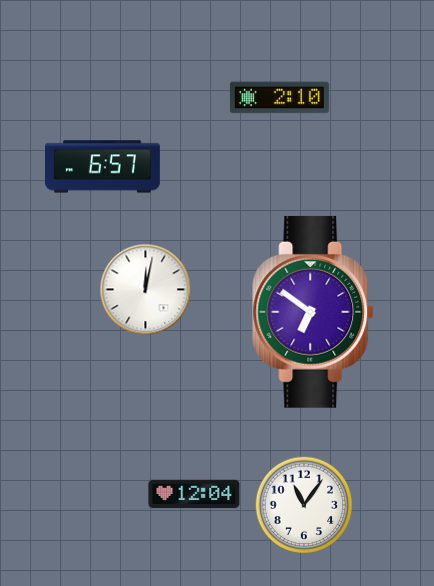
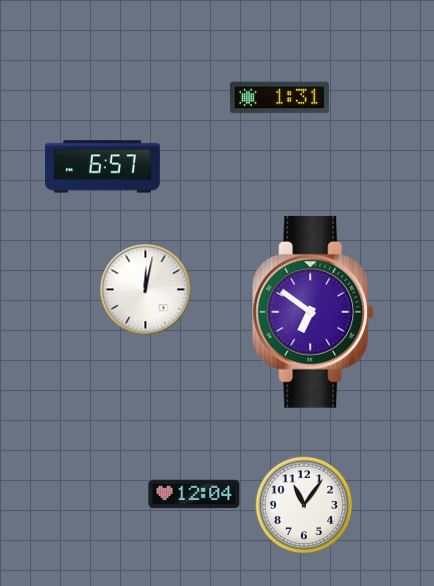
clock at (279, 98): 2:10 -> 1:31
